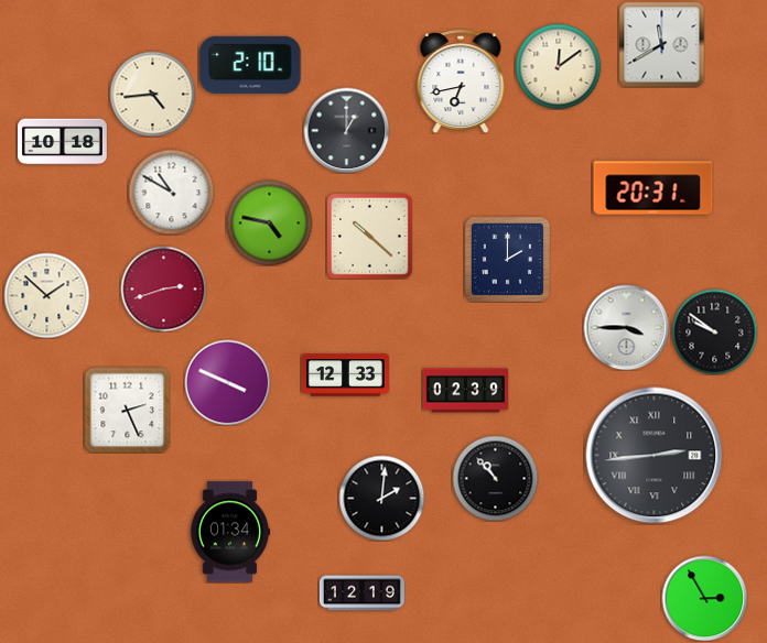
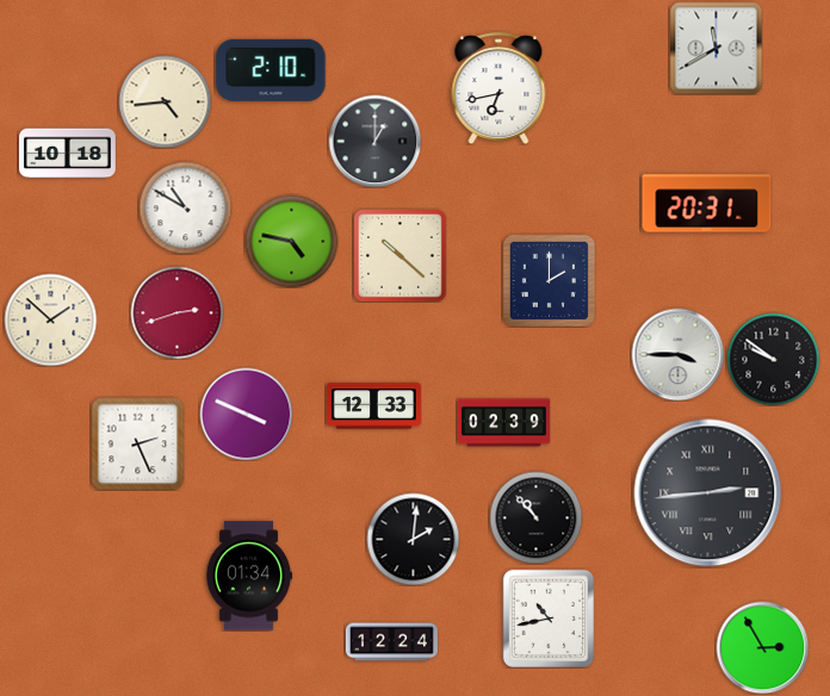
clock at (558, 66): 12:09 -> none
clock at (547, 617): none -> 10:43
clock at (361, 593): 12:19 -> 12:24
